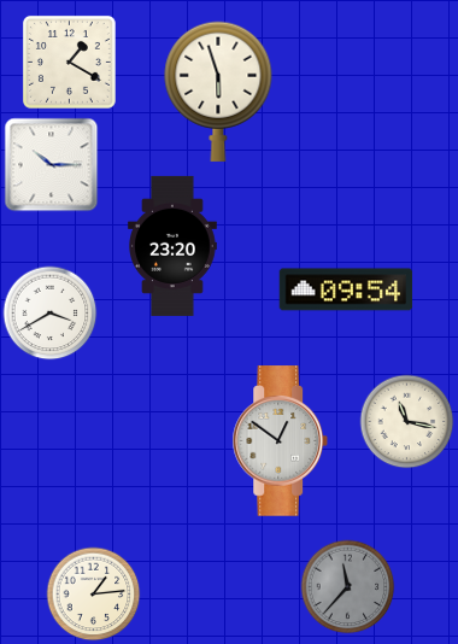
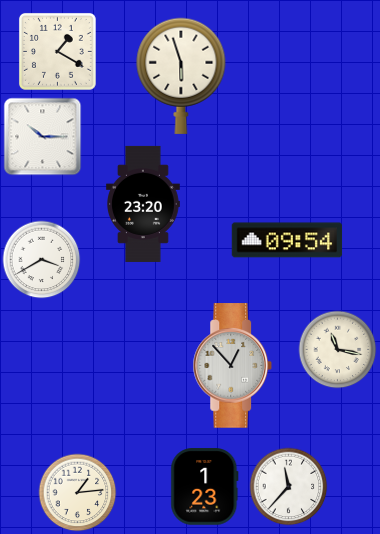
clock at (281, 441): 12:51 -> 12:53
clock at (347, 586) dial: grey -> white
clock at (205, 487): none -> 1:23
